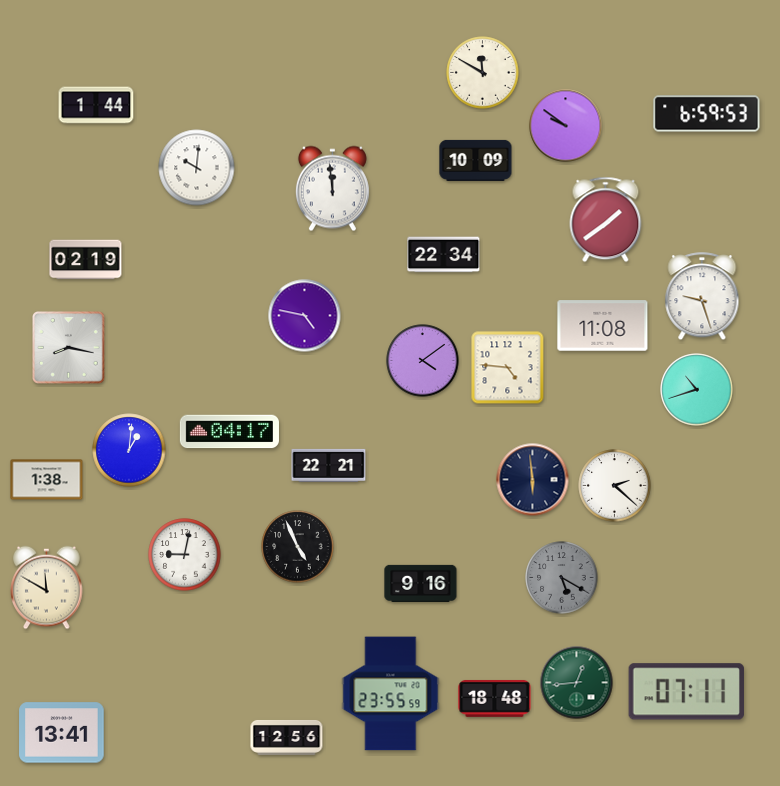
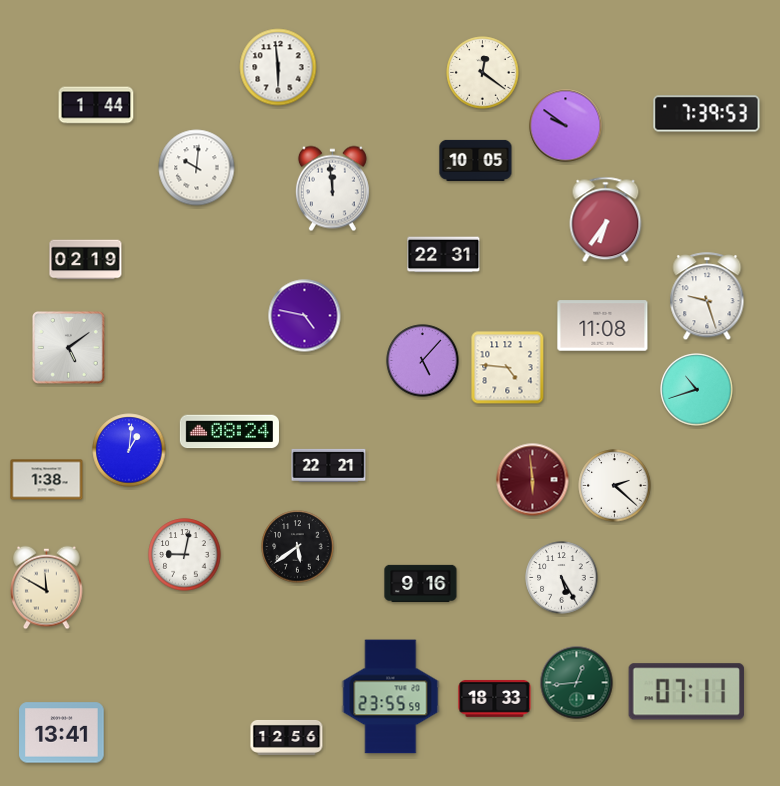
clock at (278, 67): none -> 5:59
clock at (483, 73): 11:50 -> 12:21
clock at (707, 114): 6:59 -> 7:39
clock at (476, 160): 10:09 -> 10:05
clock at (606, 220): 1:39 -> 6:36
clock at (444, 255): 22:34 -> 22:31
clock at (702, 297) position: (702, 297) -> (707, 297)
clock at (69, 348): 8:17 -> 5:09
clock at (423, 361): 4:09 -> 5:07
clock at (229, 432): 04:17 -> 08:24
clock at (533, 480) dial: navy -> burgundy
clock at (298, 547): 4:56 -> 5:39
clock at (562, 578): 5:20 -> 5:25
clock at (562, 578) dial: grey -> white
clock at (391, 694) position: (391, 694) -> (391, 697)
clock at (495, 698): 18:48 -> 18:33
